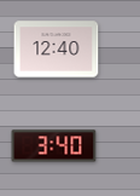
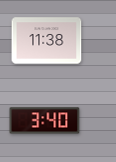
clock at (57, 50): 12:40 -> 11:38
